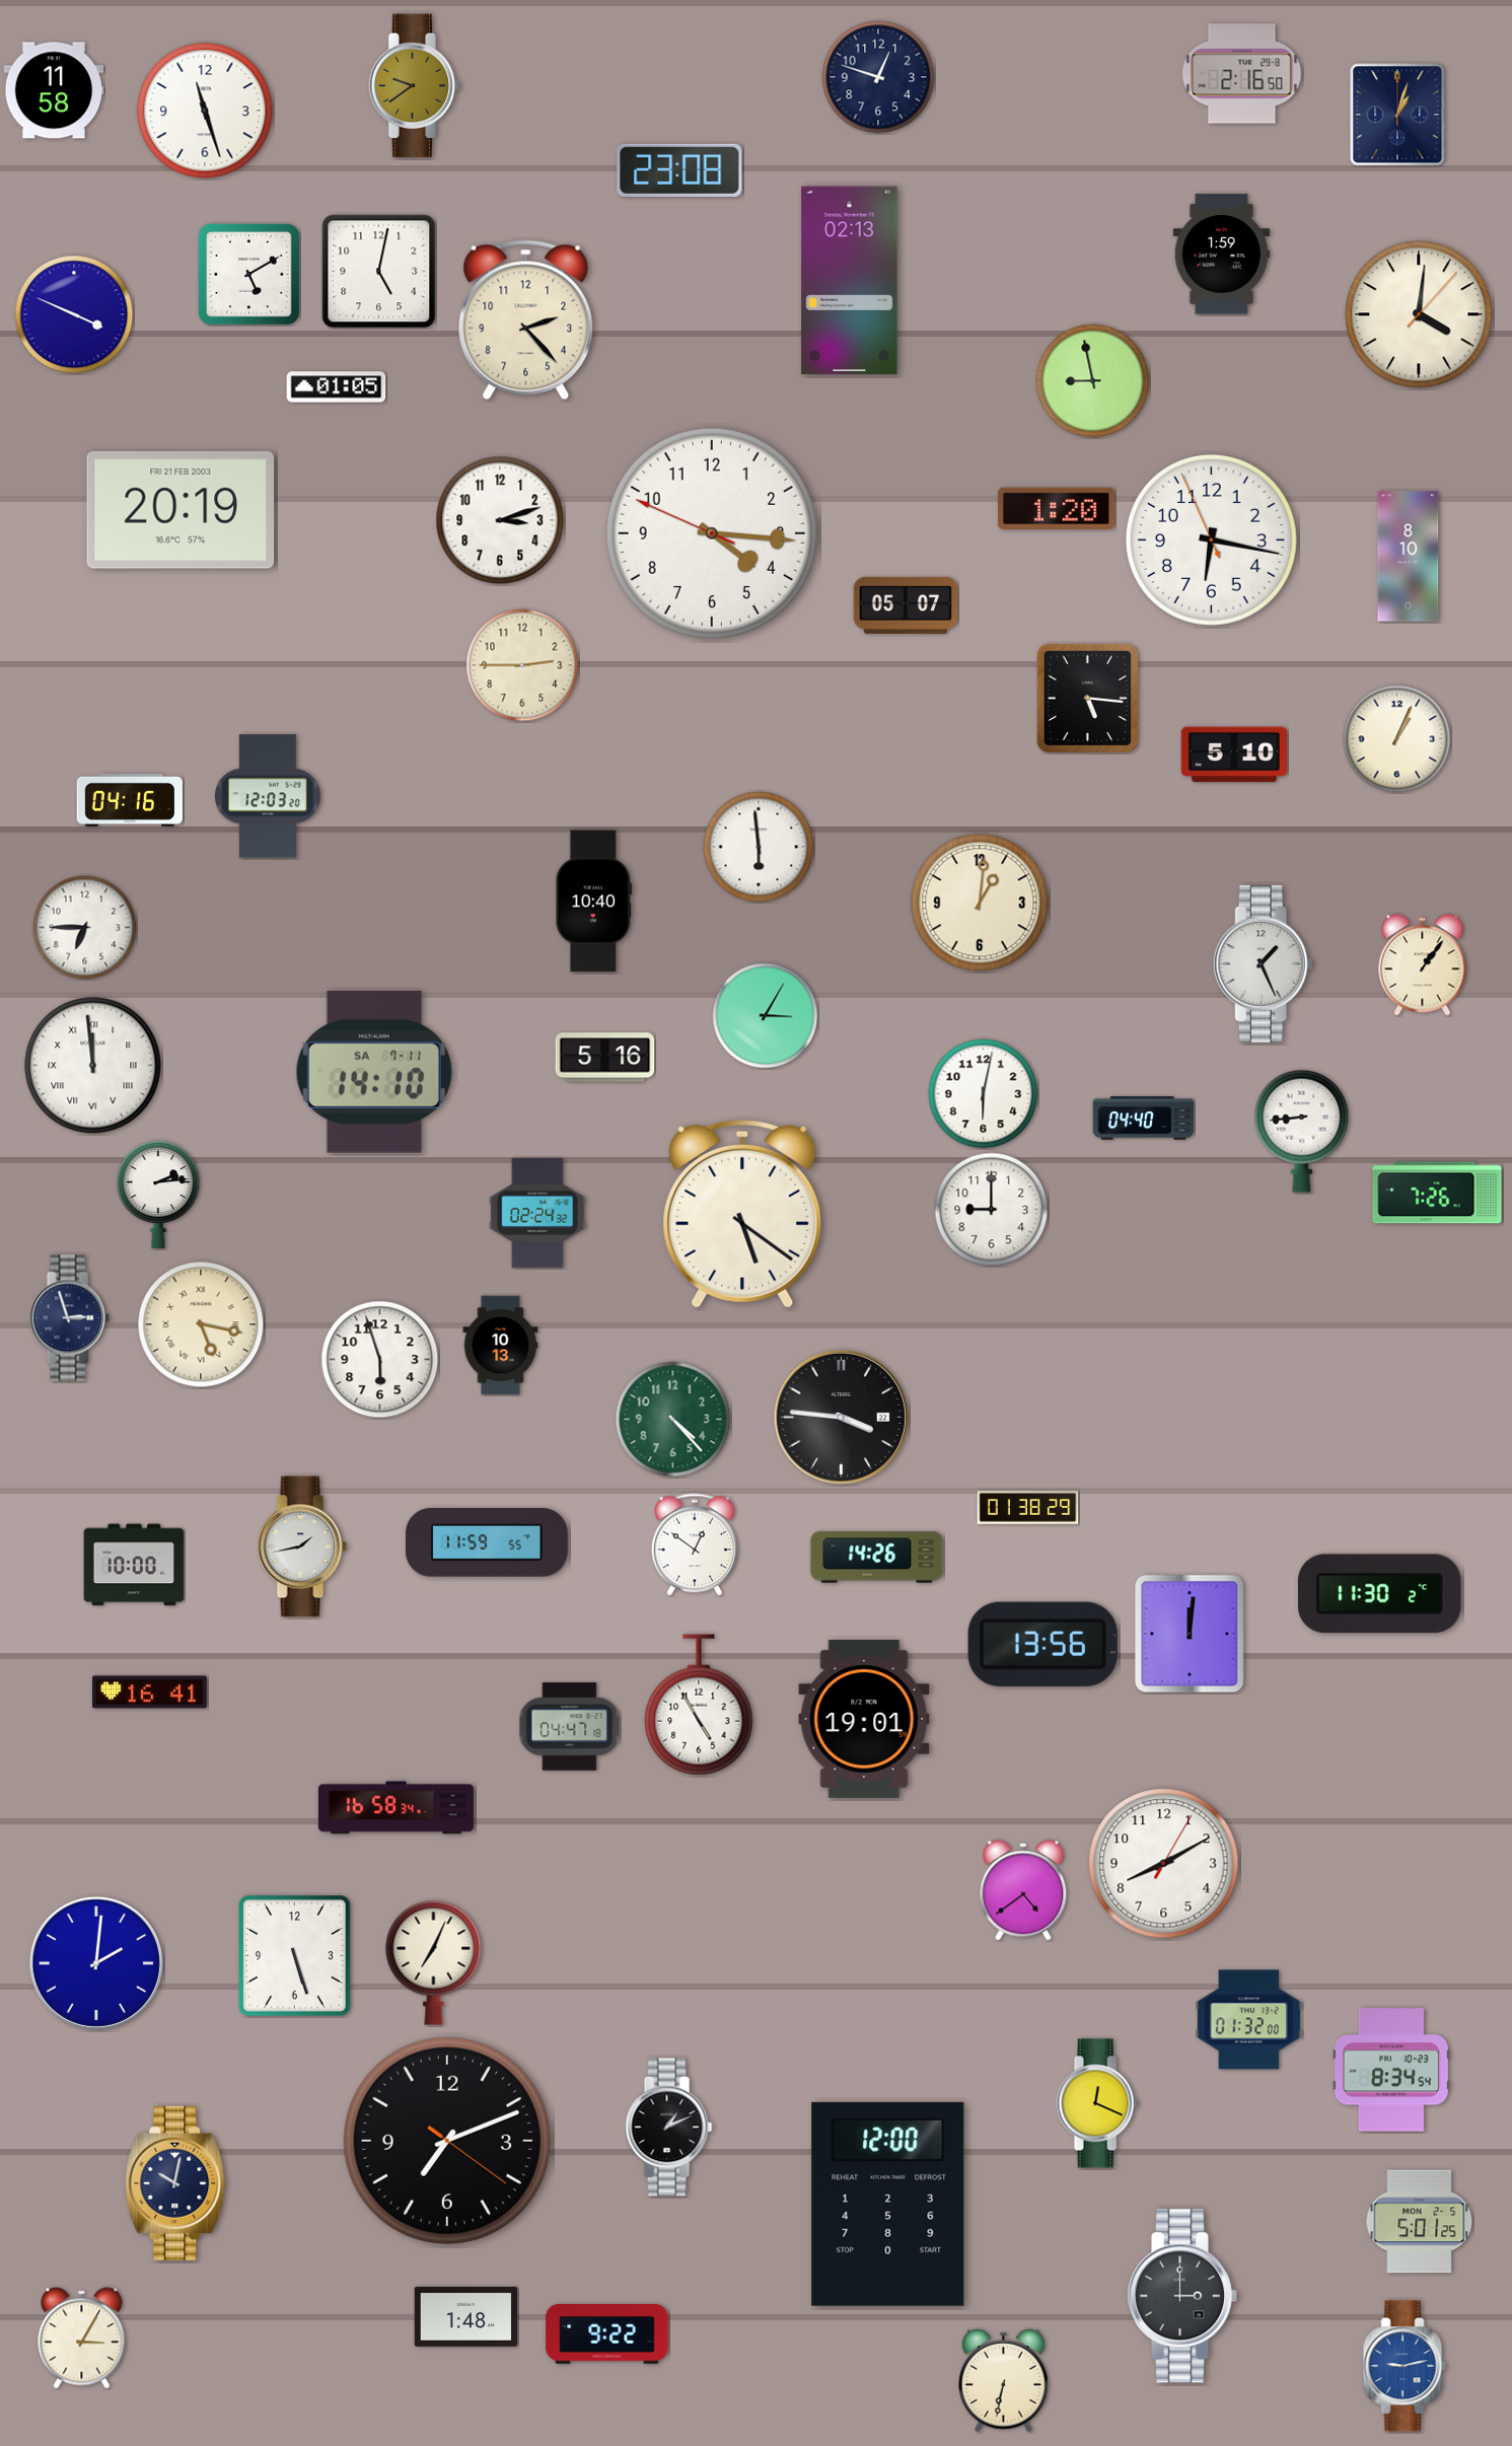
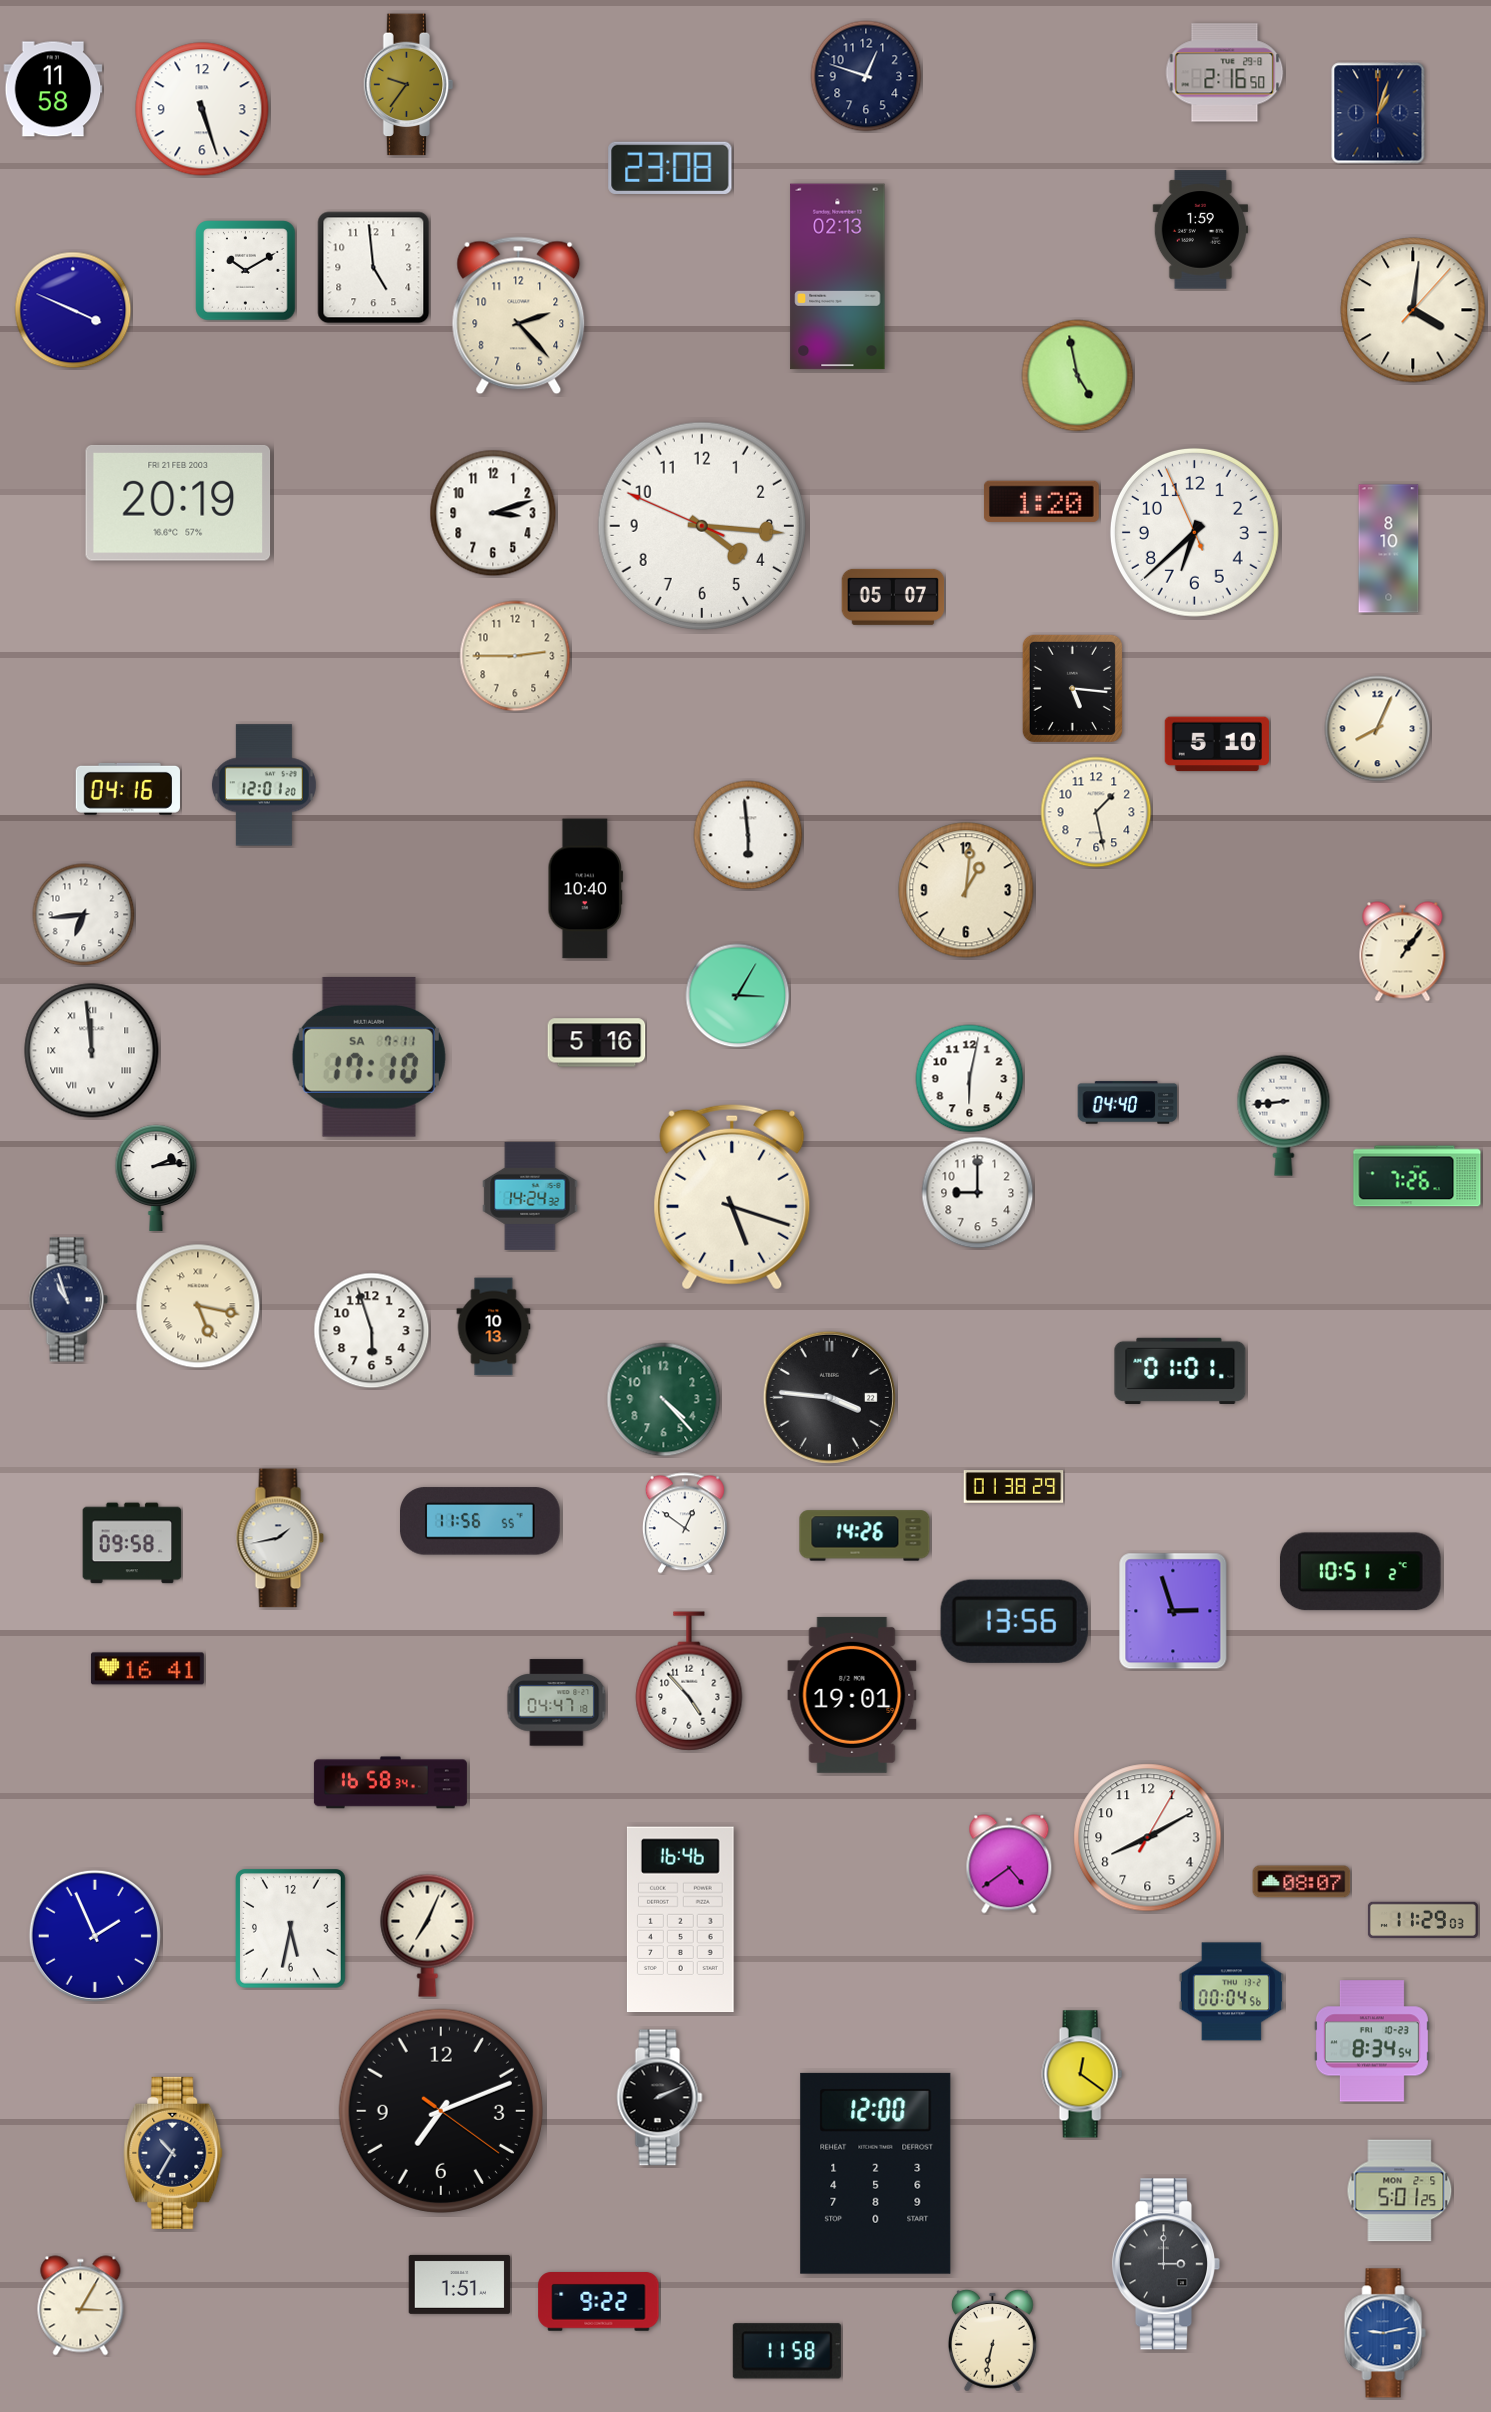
clock at (415, 86): 9:39 -> 9:36
clock at (205, 111): 11:27 -> 5:27
clock at (1221, 255) position: (1221, 255) -> (1200, 230)
clock at (379, 272): 5:02 -> 4:59
clock at (249, 275): 5:10 -> 10:10
clock at (1419, 314) position: (1419, 314) -> (1413, 310)
clock at (1093, 381): 8:58 -> 4:58
clock at (337, 387): 01:05 -> none
clock at (1211, 539): 6:16 -> 6:37
clock at (1397, 739): 1:04 -> 8:04
clock at (268, 796): 12:03 -> 12:01
clock at (1096, 812): none -> 1:28
clock at (85, 928): 6:45 -> 6:44
clock at (1263, 963): 1:26 -> none
clock at (766, 1016) position: (766, 1016) -> (738, 996)
clock at (374, 1072): 14:10 -> 17:10
clock at (537, 1213): 02:24 -> 14:24
clock at (742, 1214): 5:21 -> 5:18
clock at (69, 1318): 2:57 -> 10:57
clock at (380, 1360) position: (380, 1360) -> (372, 1331)
clock at (1180, 1371): none -> 01:01
clock at (488, 1542): 11:59 -> 11:56
clock at (302, 1546) position: (302, 1546) -> (280, 1538)
clock at (134, 1565): 10:00 -> 09:58
clock at (1379, 1594): 11:30 -> 10:51
clock at (1190, 1634): 12:01 -> 2:57
clock at (1042, 1644) position: (1042, 1644) -> (1014, 1621)
clock at (699, 1705): 4:55 -> 4:53
clock at (570, 1727) position: (570, 1727) -> (557, 1703)
clock at (1302, 1882): none -> 08:07
clock at (1423, 1919): none -> 11:29
clock at (680, 1920): none -> 16:46
clock at (295, 1956): 5:27 -> 5:32
clock at (96, 1963): 2:01 -> 1:56
clock at (1248, 2020): 01:32 -> 00:04
clock at (1097, 2103): 12:19 -> 12:21
clock at (669, 2128): 1:11 -> 2:11
clock at (175, 2183): 10:02 -> 10:35
clock at (466, 2316): 1:48 -> 1:51
clock at (1003, 2380) position: (1003, 2380) -> (992, 2340)
clock at (787, 2351): none -> 11:58
